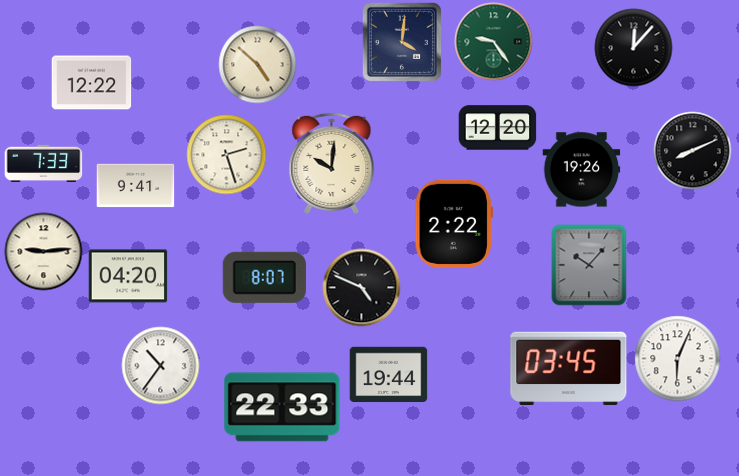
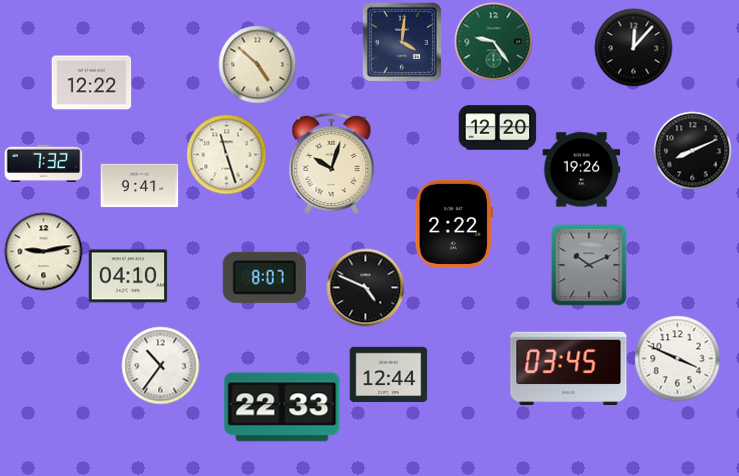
clock at (226, 154): 2:27 -> 11:27
clock at (43, 163): 7:33 -> 7:32
clock at (332, 163): 10:01 -> 10:03
clock at (135, 186) position: (135, 186) -> (139, 186)
clock at (43, 251): 9:14 -> 9:13
clock at (589, 265): 10:07 -> 10:11
clock at (128, 276): 04:20 -> 04:10
clock at (361, 287) position: (361, 287) -> (365, 287)
clock at (677, 358): 6:04 -> 3:49
clock at (388, 375): 19:44 -> 12:44
